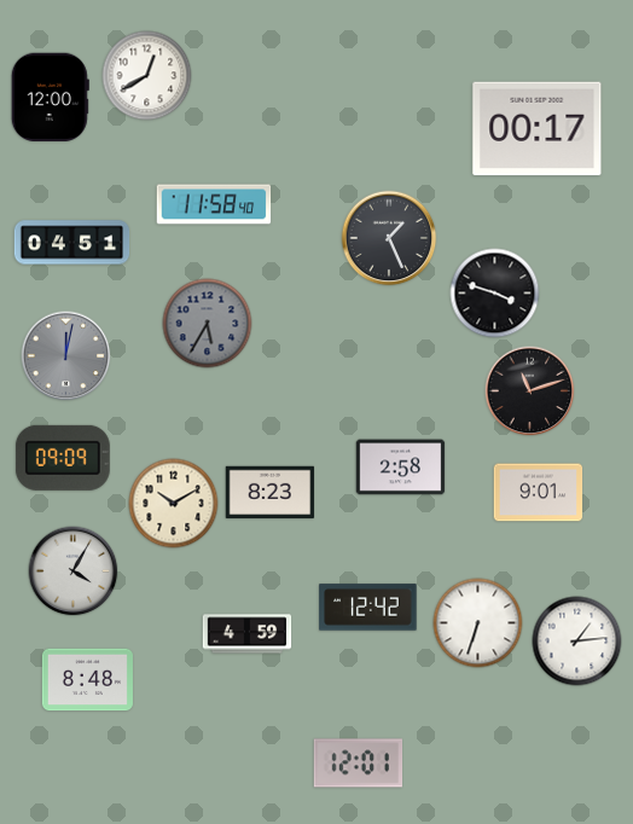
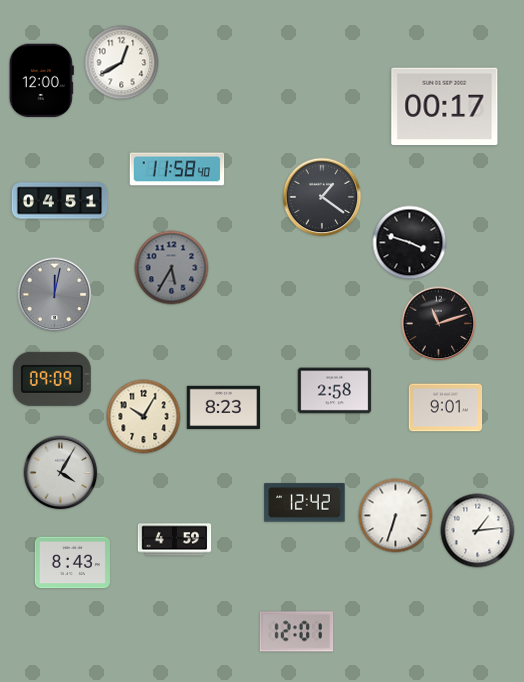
clock at (389, 238): 1:26 -> 1:21
clock at (401, 468) position: (401, 468) -> (335, 391)
clock at (174, 504): 10:10 -> 10:05
clock at (248, 634) position: (248, 634) -> (175, 540)
clock at (87, 680): 8:48 -> 8:43
